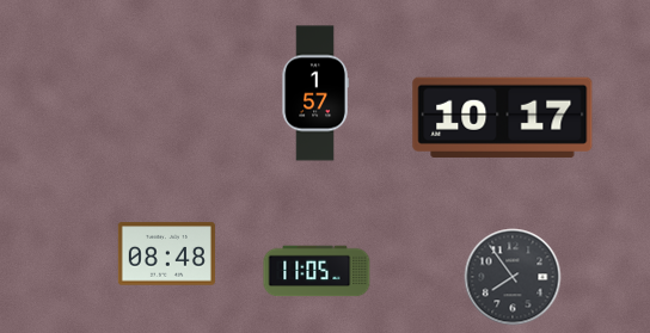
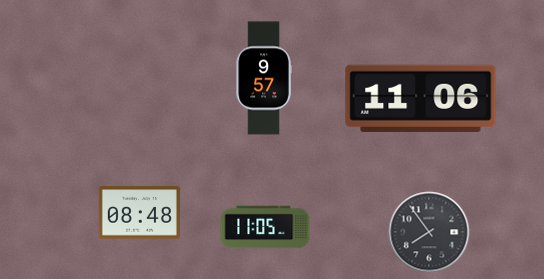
clock at (315, 93): 1:57 -> 9:57
clock at (503, 117): 10:17 -> 11:06
